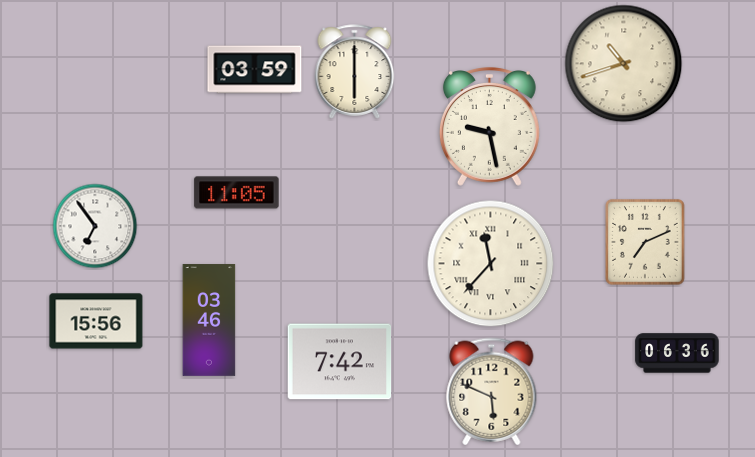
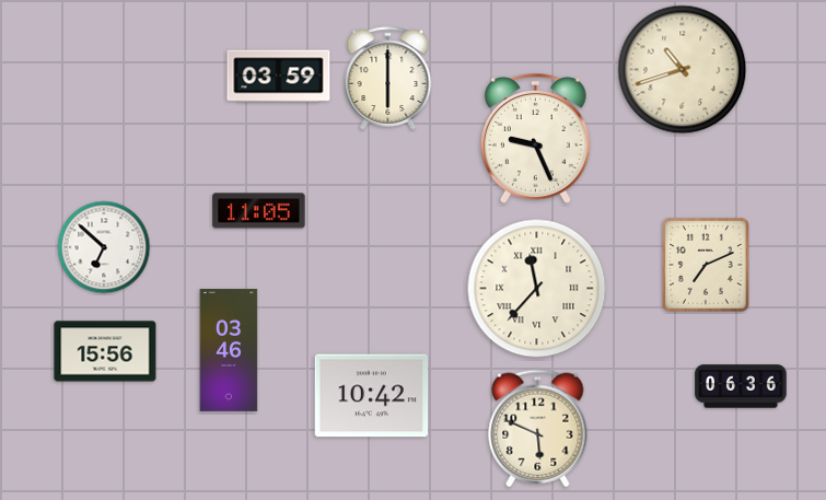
clock at (489, 127): 9:28 -> 9:26
clock at (95, 226): 6:54 -> 6:52
clock at (340, 362): 7:42 -> 10:42
